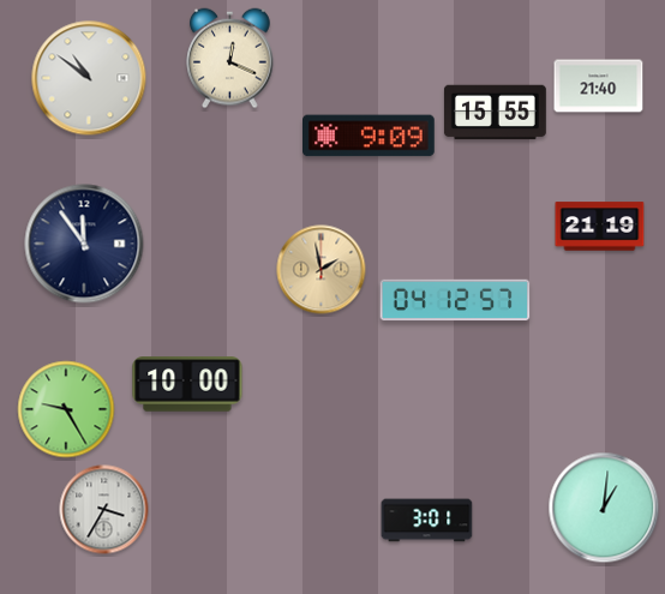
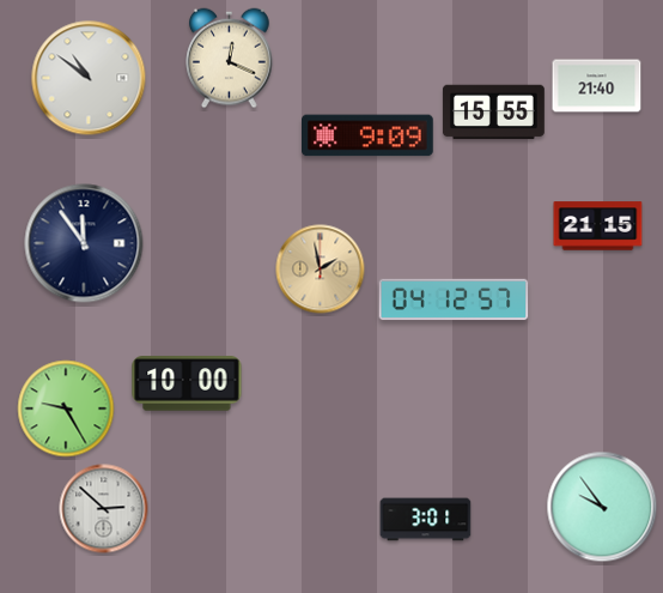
clock at (600, 227): 21:19 -> 21:15
clock at (604, 508): 1:01 -> 9:54
clock at (104, 510): 3:35 -> 2:52
